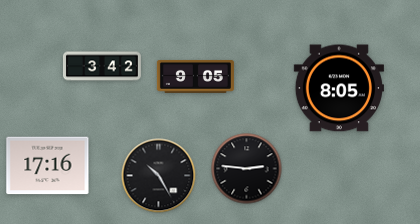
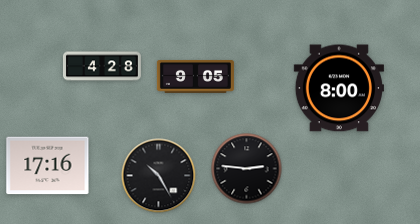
clock at (102, 66): 3:42 -> 4:28
clock at (339, 88): 8:05 -> 8:00
